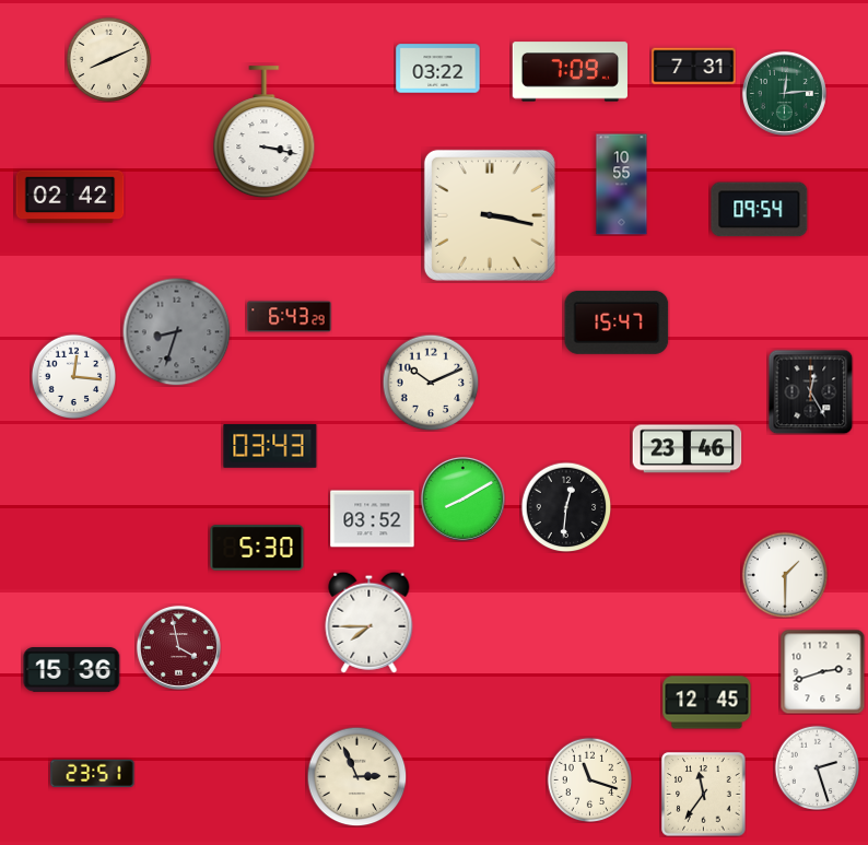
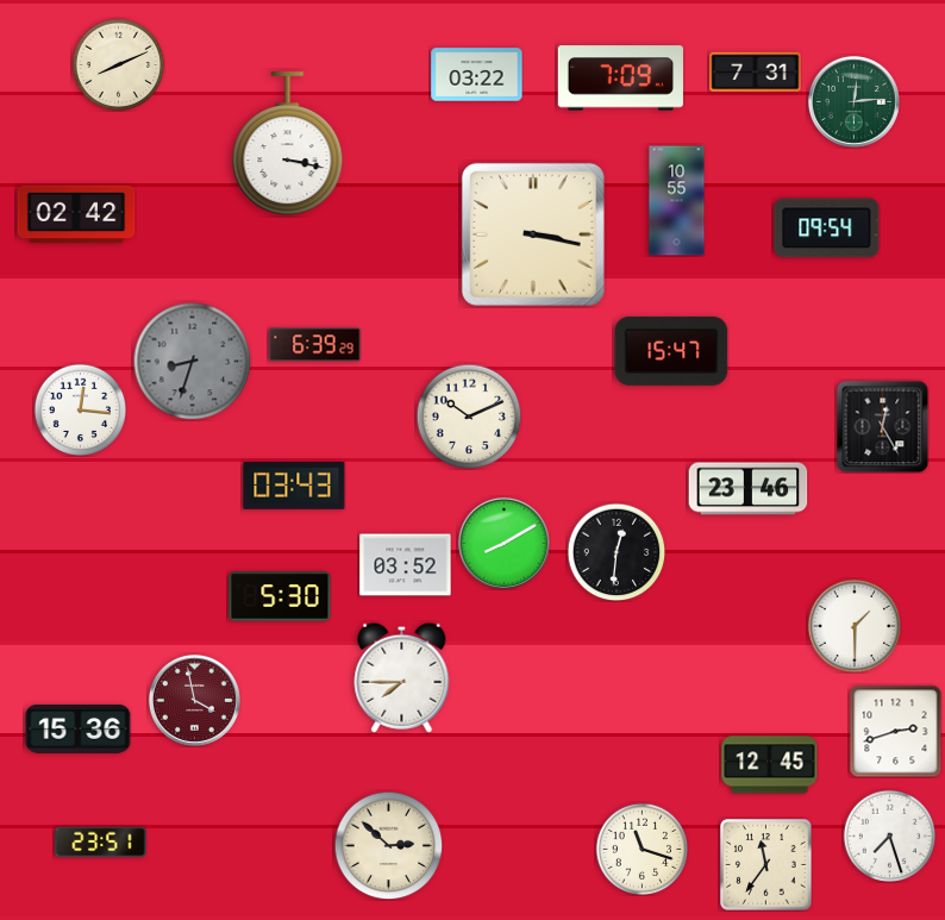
clock at (290, 317): 6:43 -> 6:39
clock at (178, 647) position: (178, 647) -> (194, 700)
clock at (817, 767): 2:27 -> 7:27
clock at (356, 776): 2:56 -> 2:52
